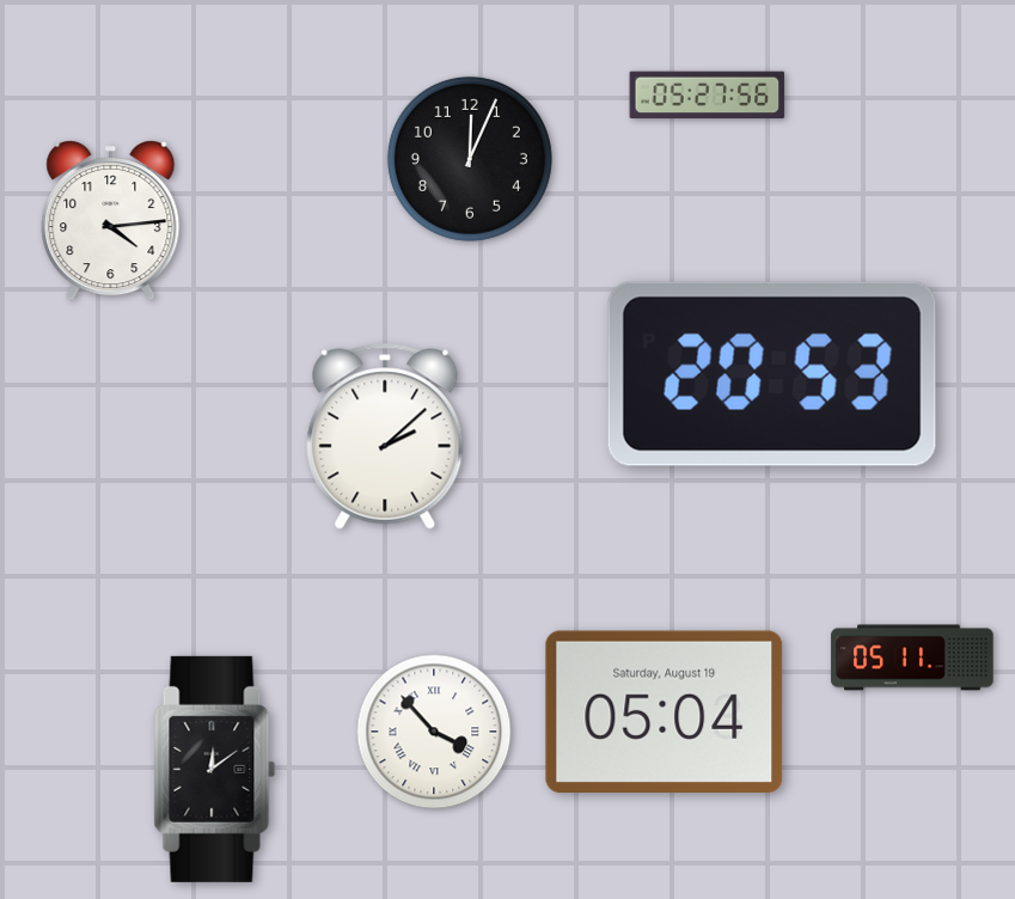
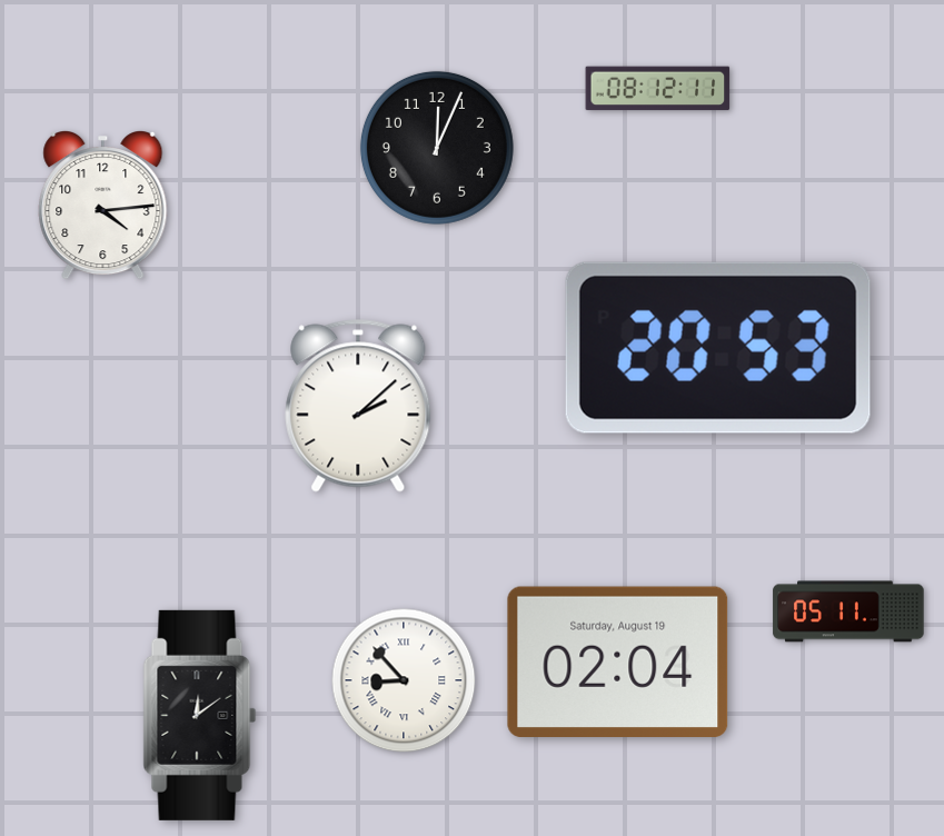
clock at (708, 96): 05:27 -> 08:12
clock at (665, 711): 05:04 -> 02:04
clock at (434, 732): 3:53 -> 8:53
